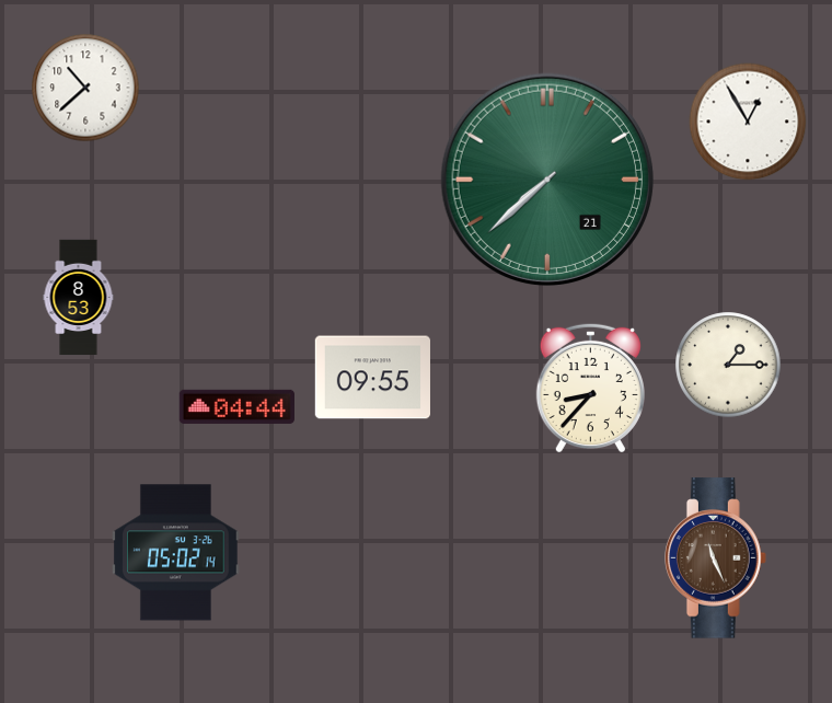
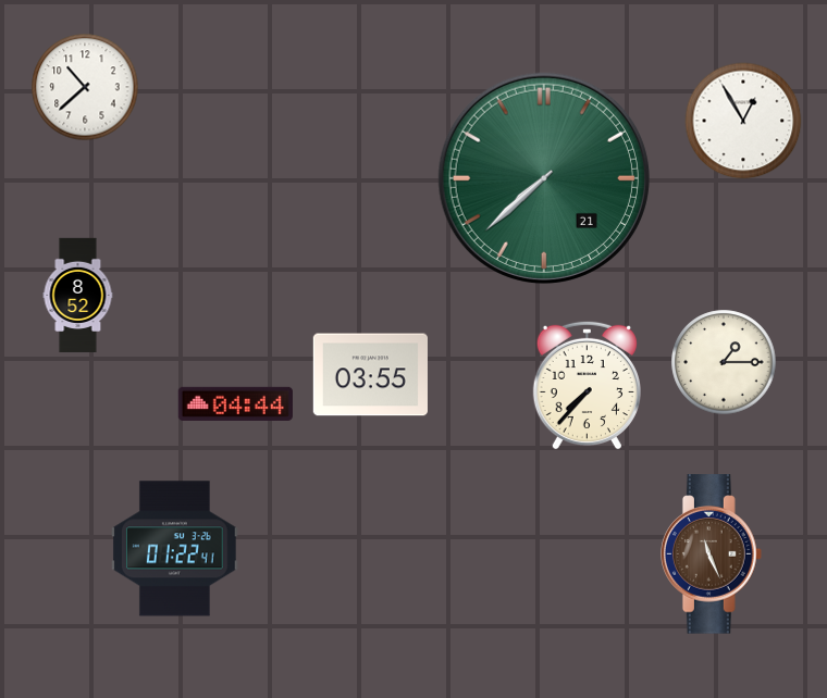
clock at (79, 298): 8:53 -> 8:52
clock at (372, 378): 09:55 -> 03:55
clock at (590, 388): 8:37 -> 7:37
clock at (176, 553): 05:02 -> 01:22
